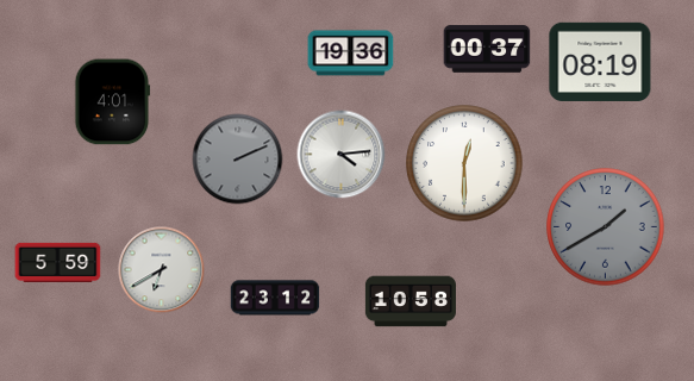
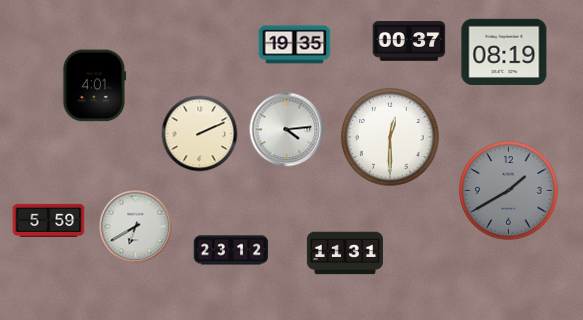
clock at (351, 54): 19:36 -> 19:35
clock at (238, 160) dial: grey -> cream
clock at (411, 301): 10:58 -> 11:31
